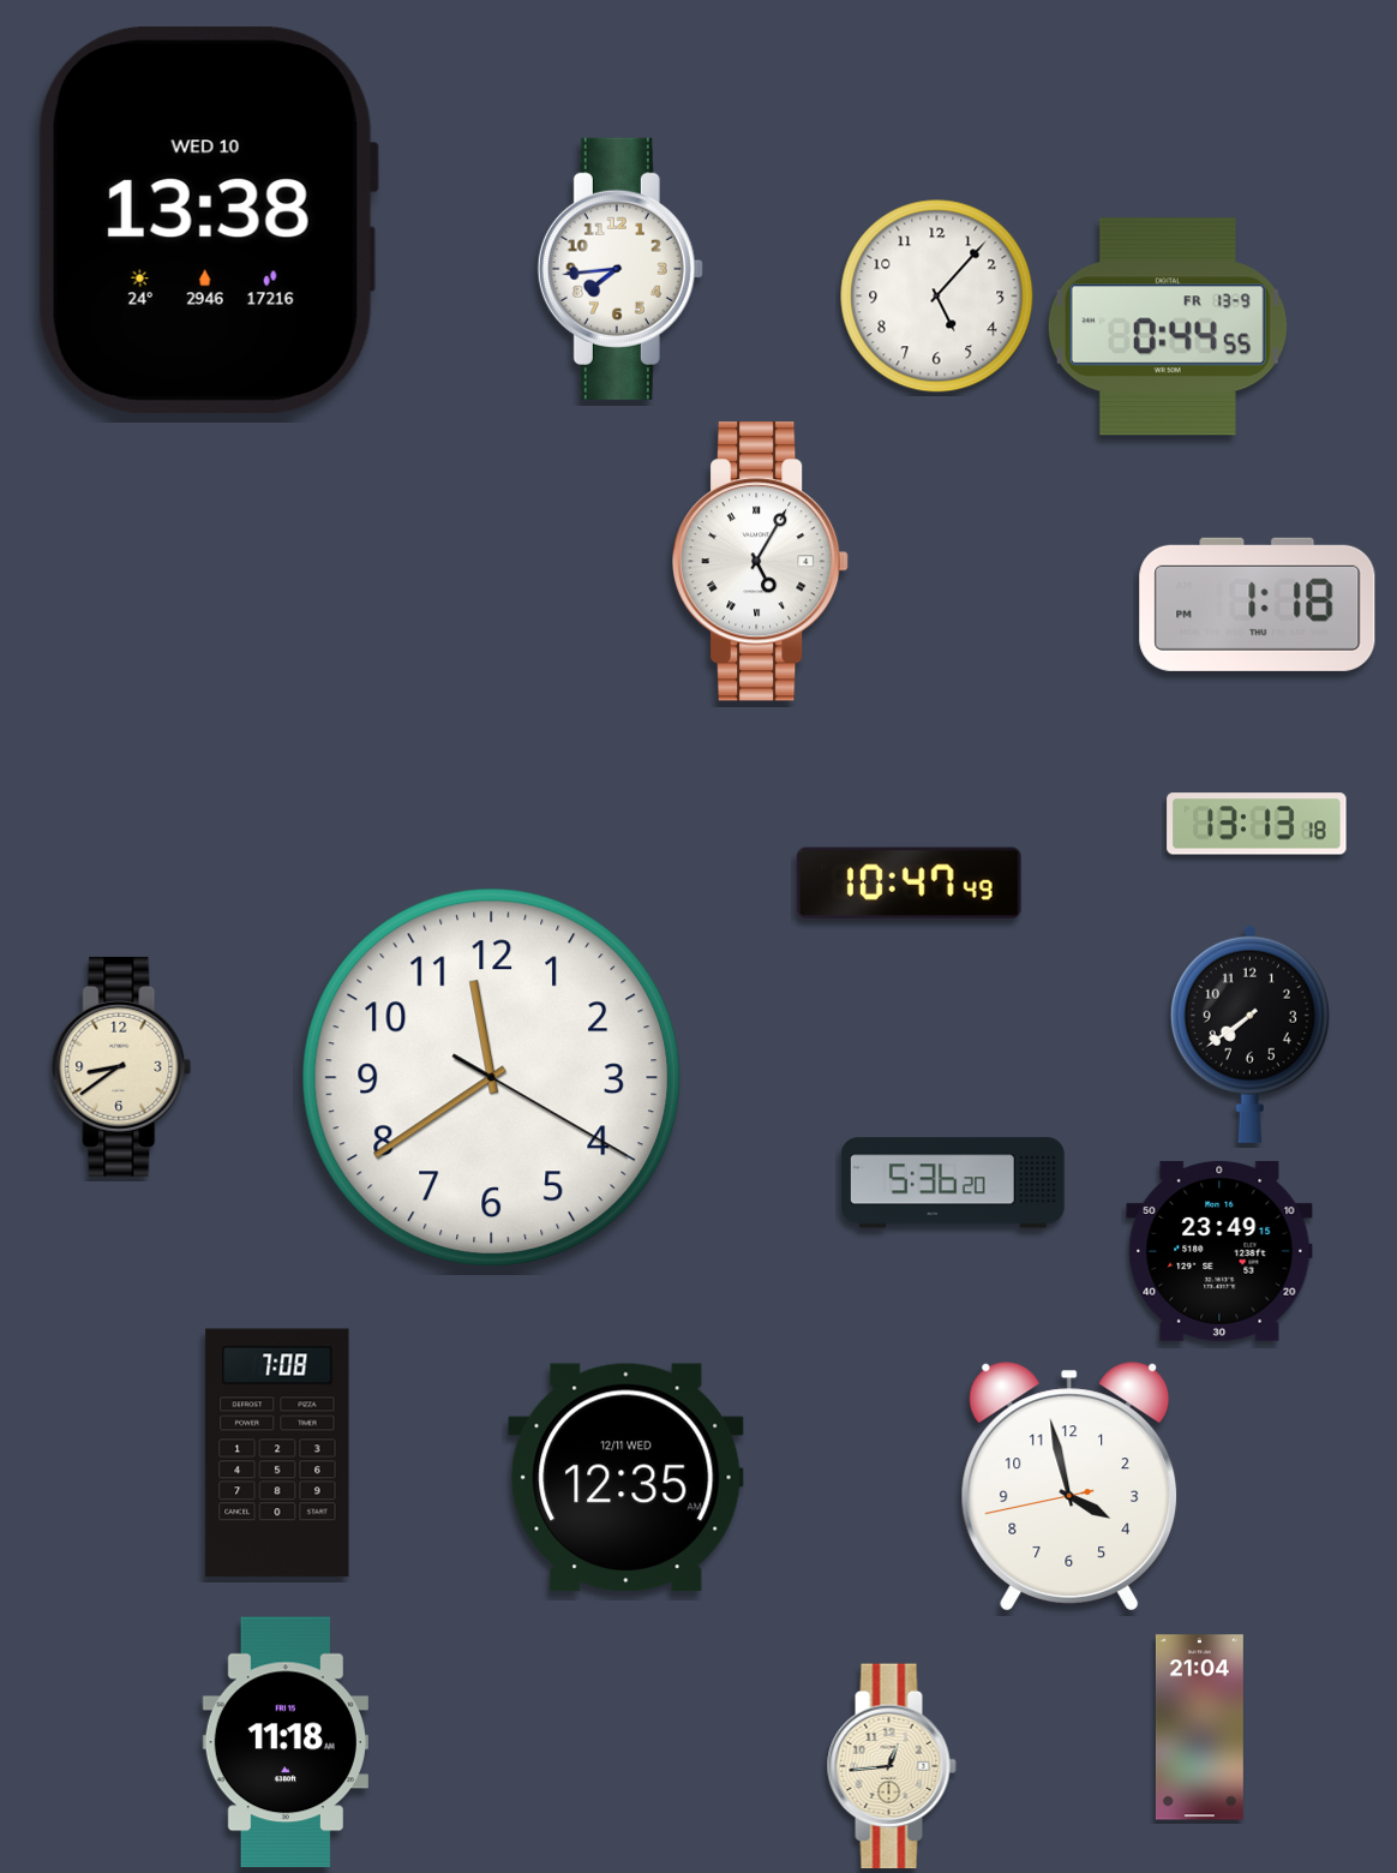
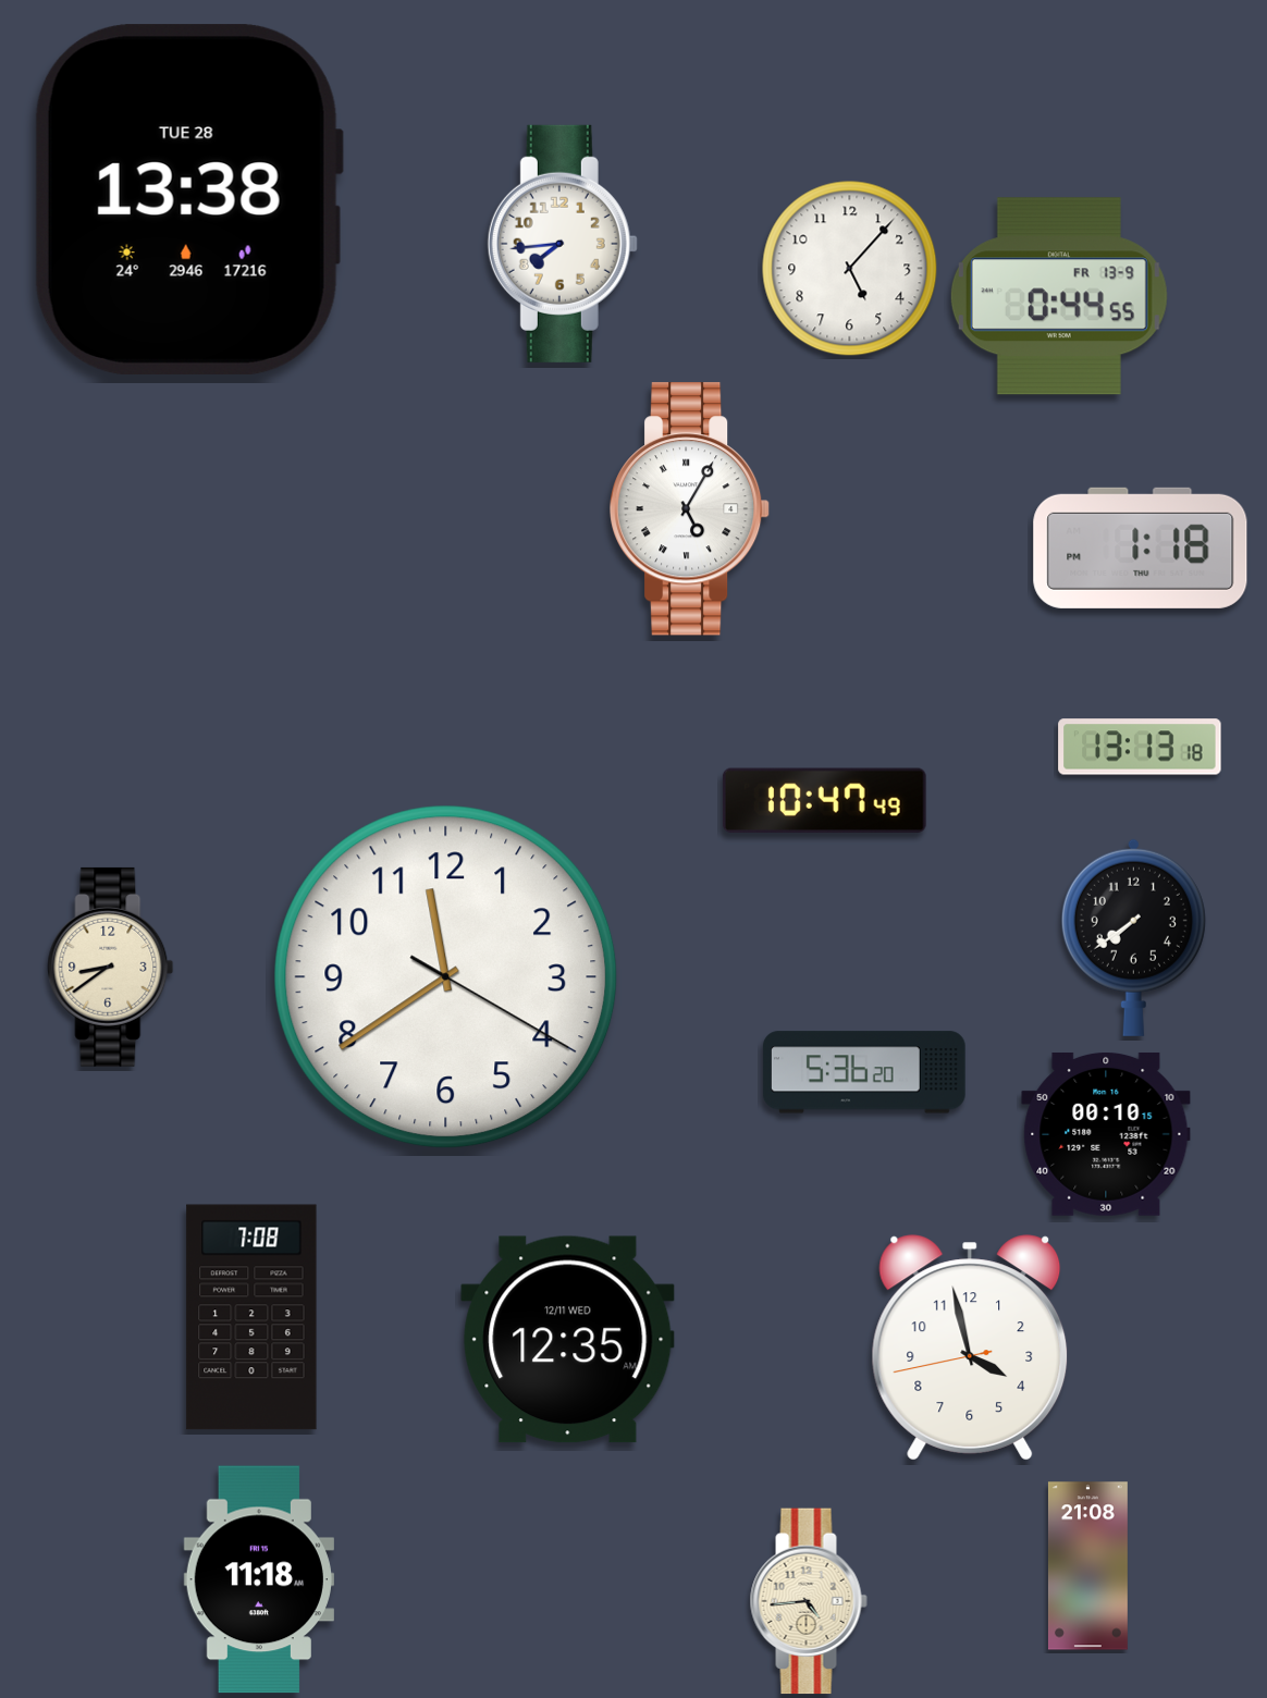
clock at (208, 220) date: WED 10 -> TUE 28
clock at (1219, 1251): 23:49 -> 00:10
clock at (1199, 1728): 21:04 -> 21:08
clock at (892, 1766): 12:44 -> 4:44
